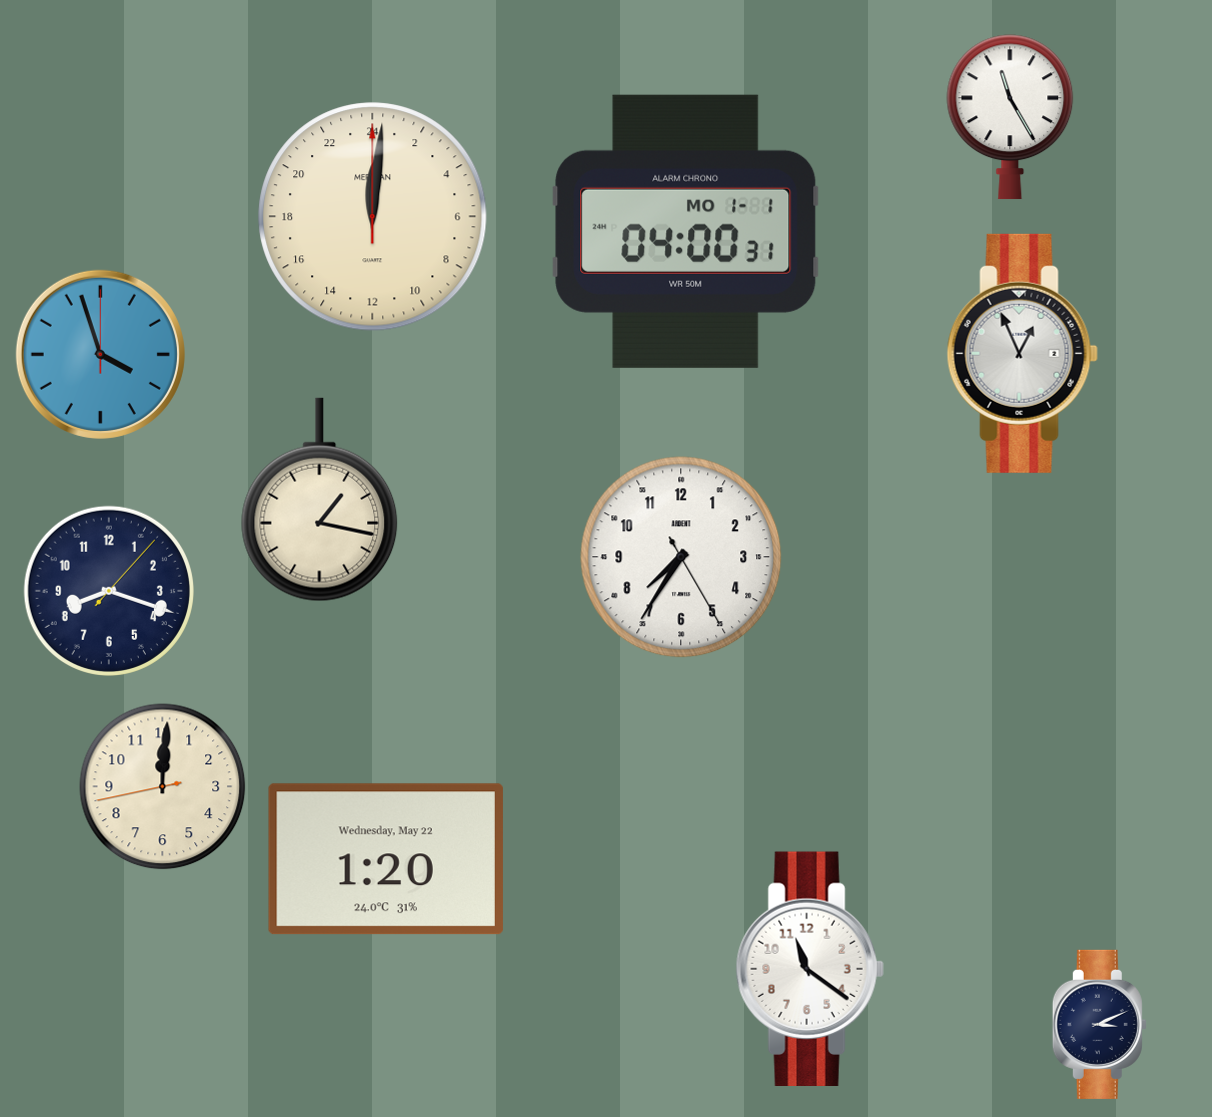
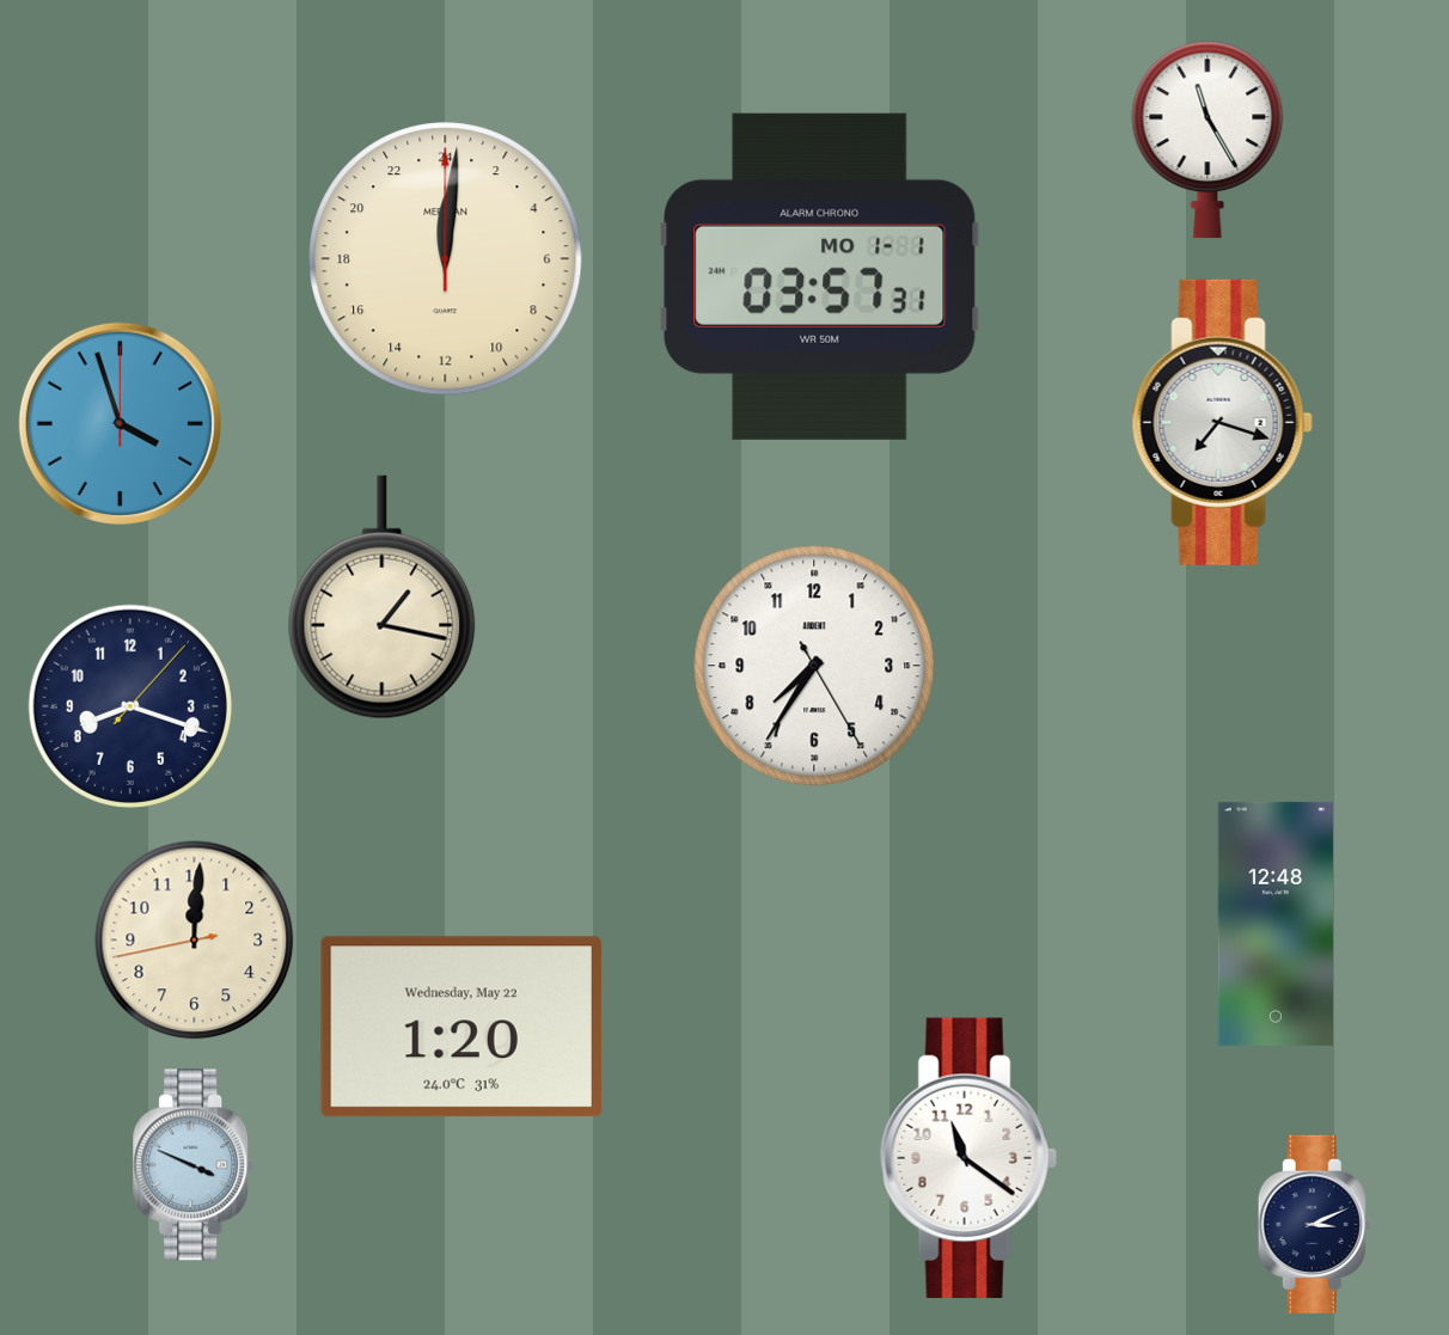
clock at (686, 231): 04:00 -> 03:57
clock at (1022, 353): 12:56 -> 7:18
clock at (1276, 924): none -> 12:48
clock at (194, 1165): none -> 3:49
